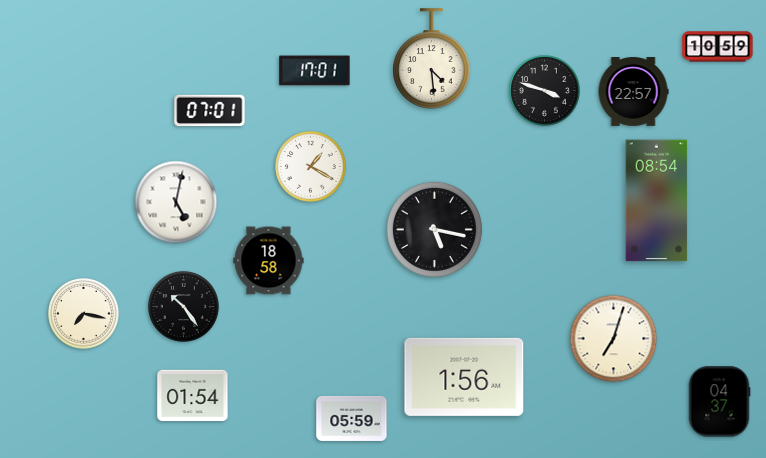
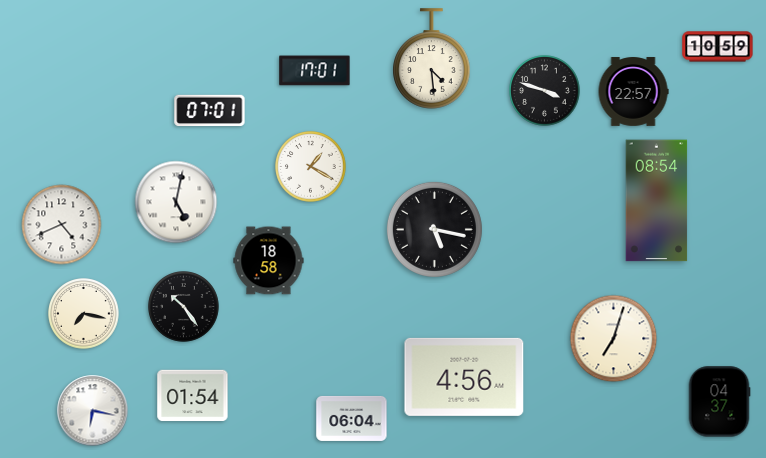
clock at (62, 225): none -> 4:41
clock at (464, 377): 1:56 -> 4:56
clock at (93, 411): none -> 6:17
clock at (352, 418): 05:59 -> 06:04
